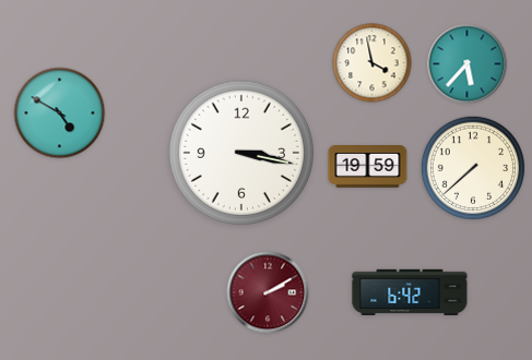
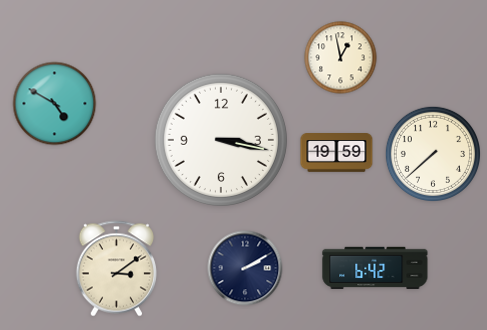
clock at (373, 63): 3:58 -> 12:58
clock at (468, 64): 5:37 -> none
clock at (268, 292) dial: burgundy -> navy
clock at (116, 269): none -> 3:09
